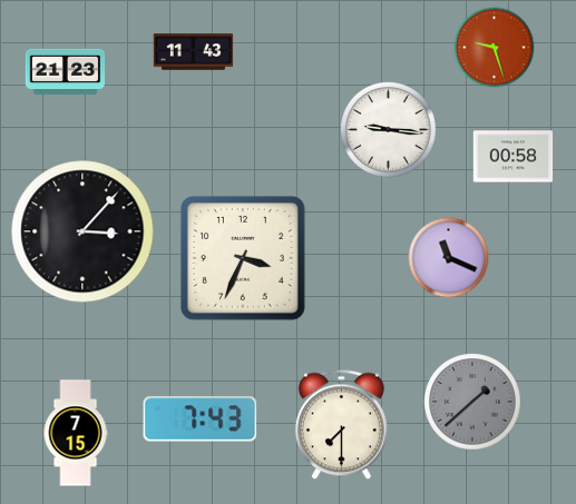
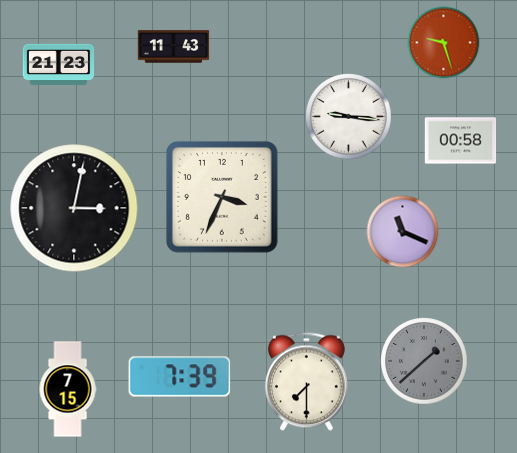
clock at (82, 231): 3:07 -> 3:02
clock at (244, 259) position: (244, 259) -> (223, 198)
clock at (201, 419): 7:43 -> 7:39
